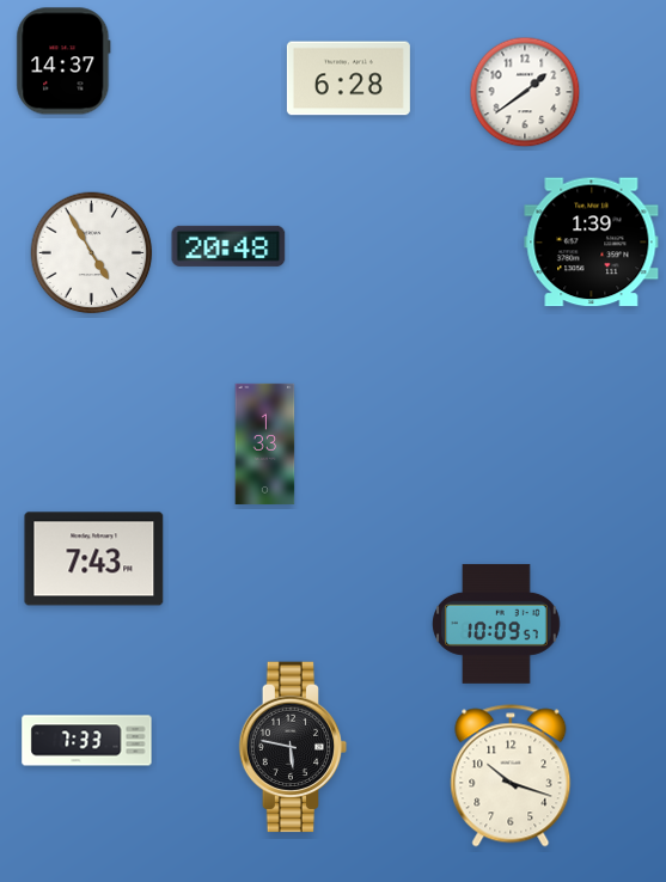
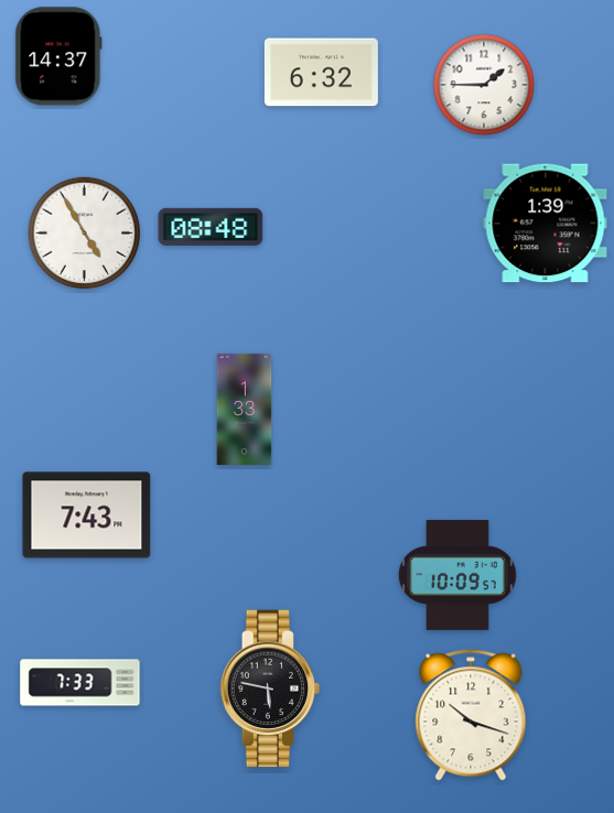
clock at (348, 79): 6:28 -> 6:32
clock at (525, 92): 1:39 -> 1:45
clock at (228, 246): 20:48 -> 08:48
